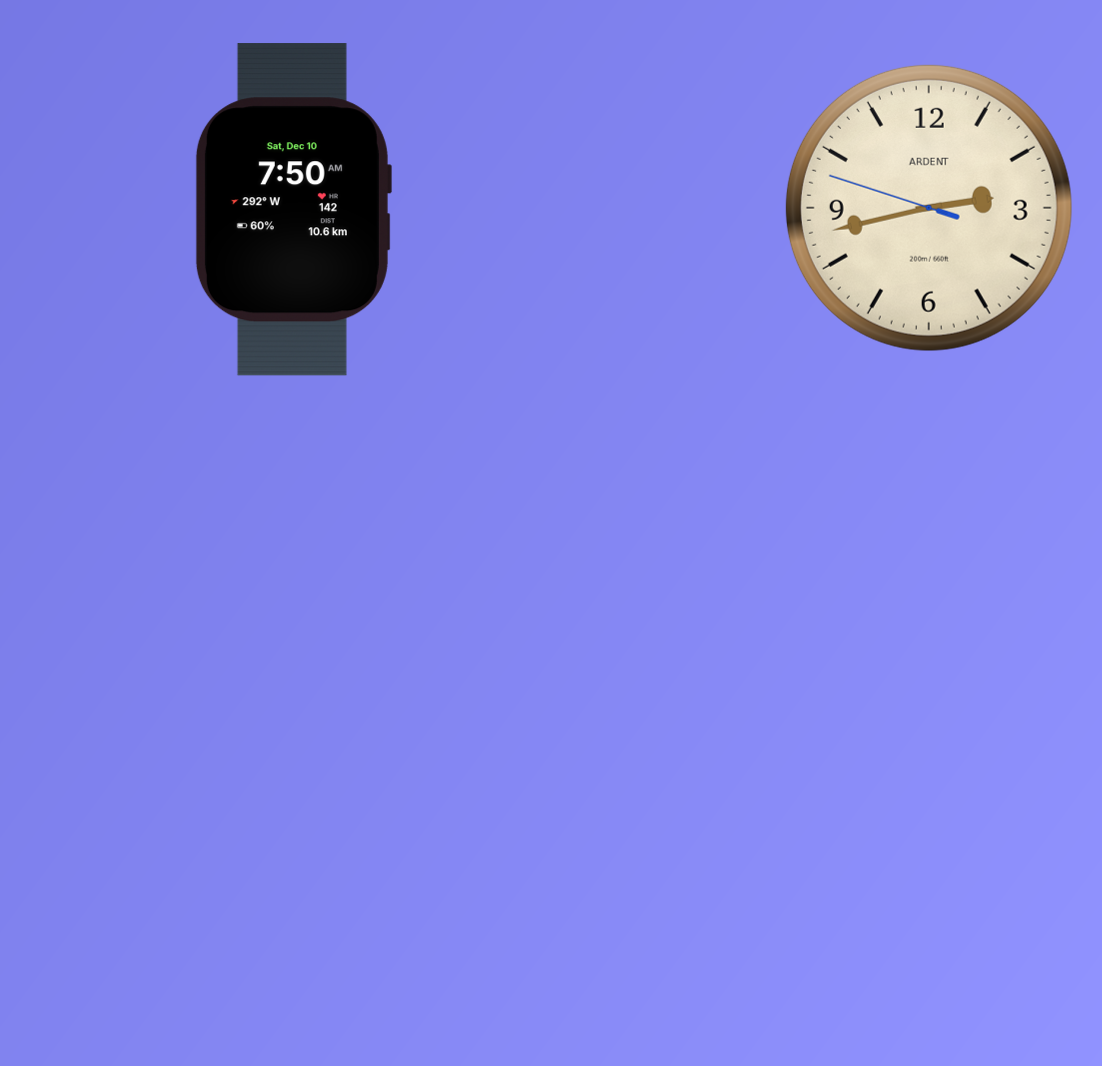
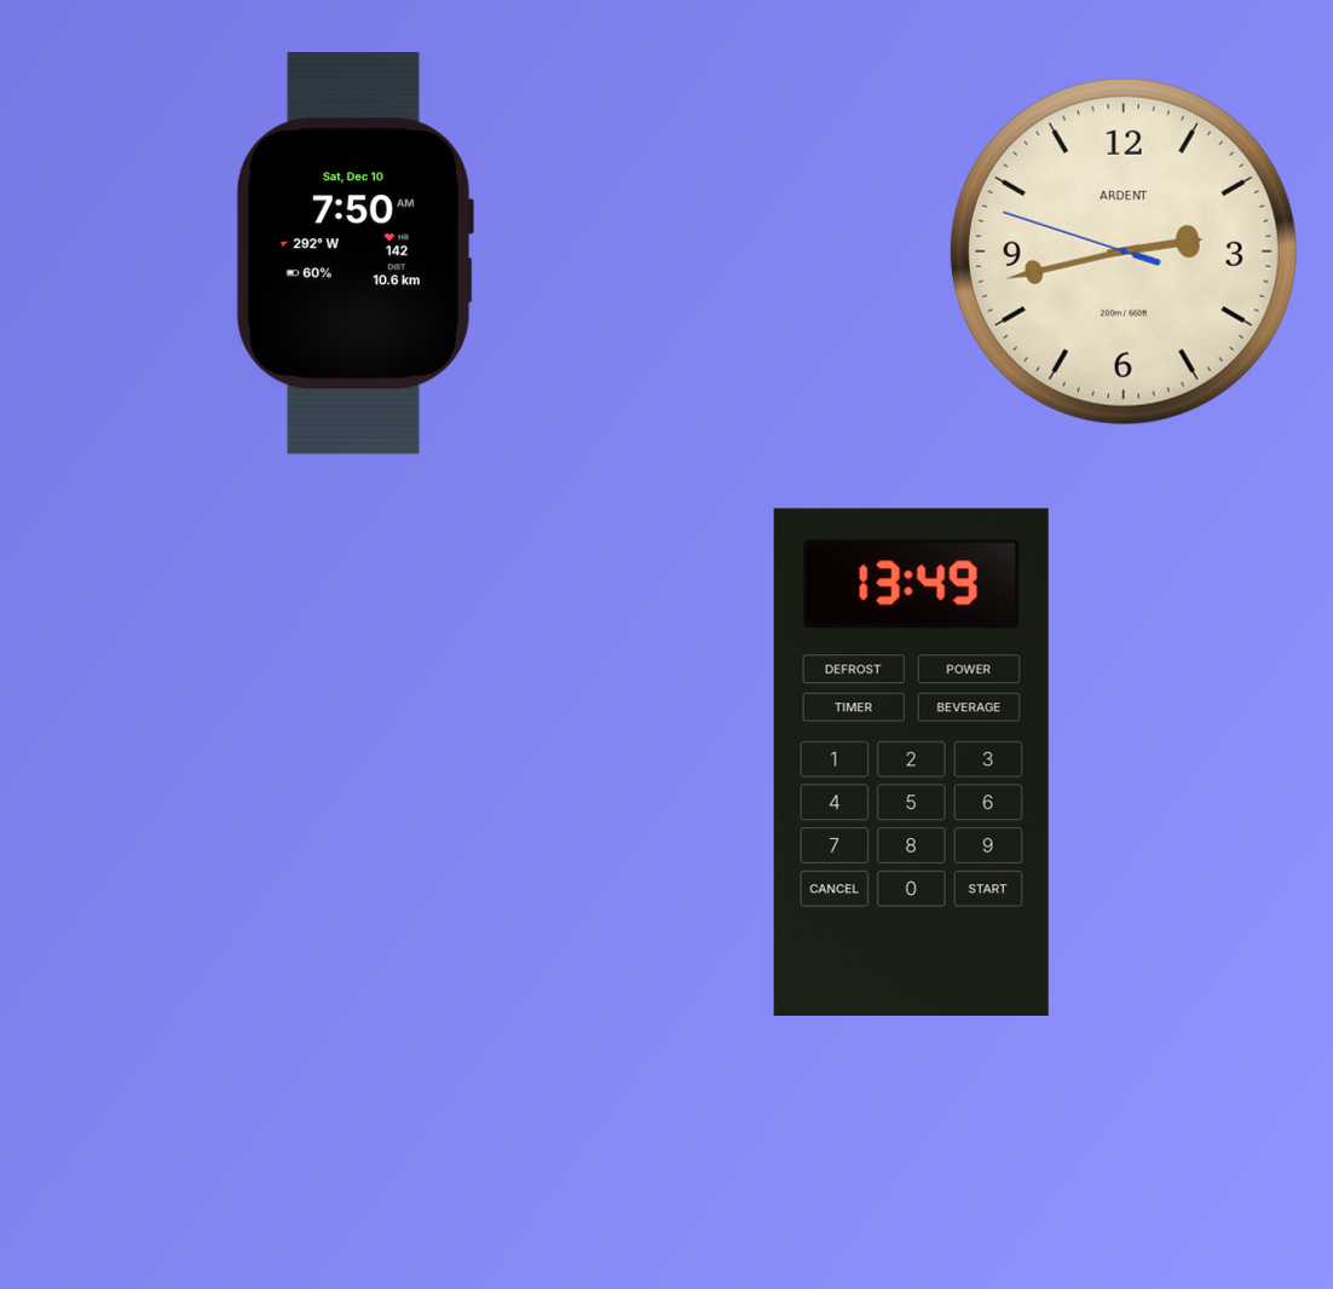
clock at (911, 762): none -> 13:49
